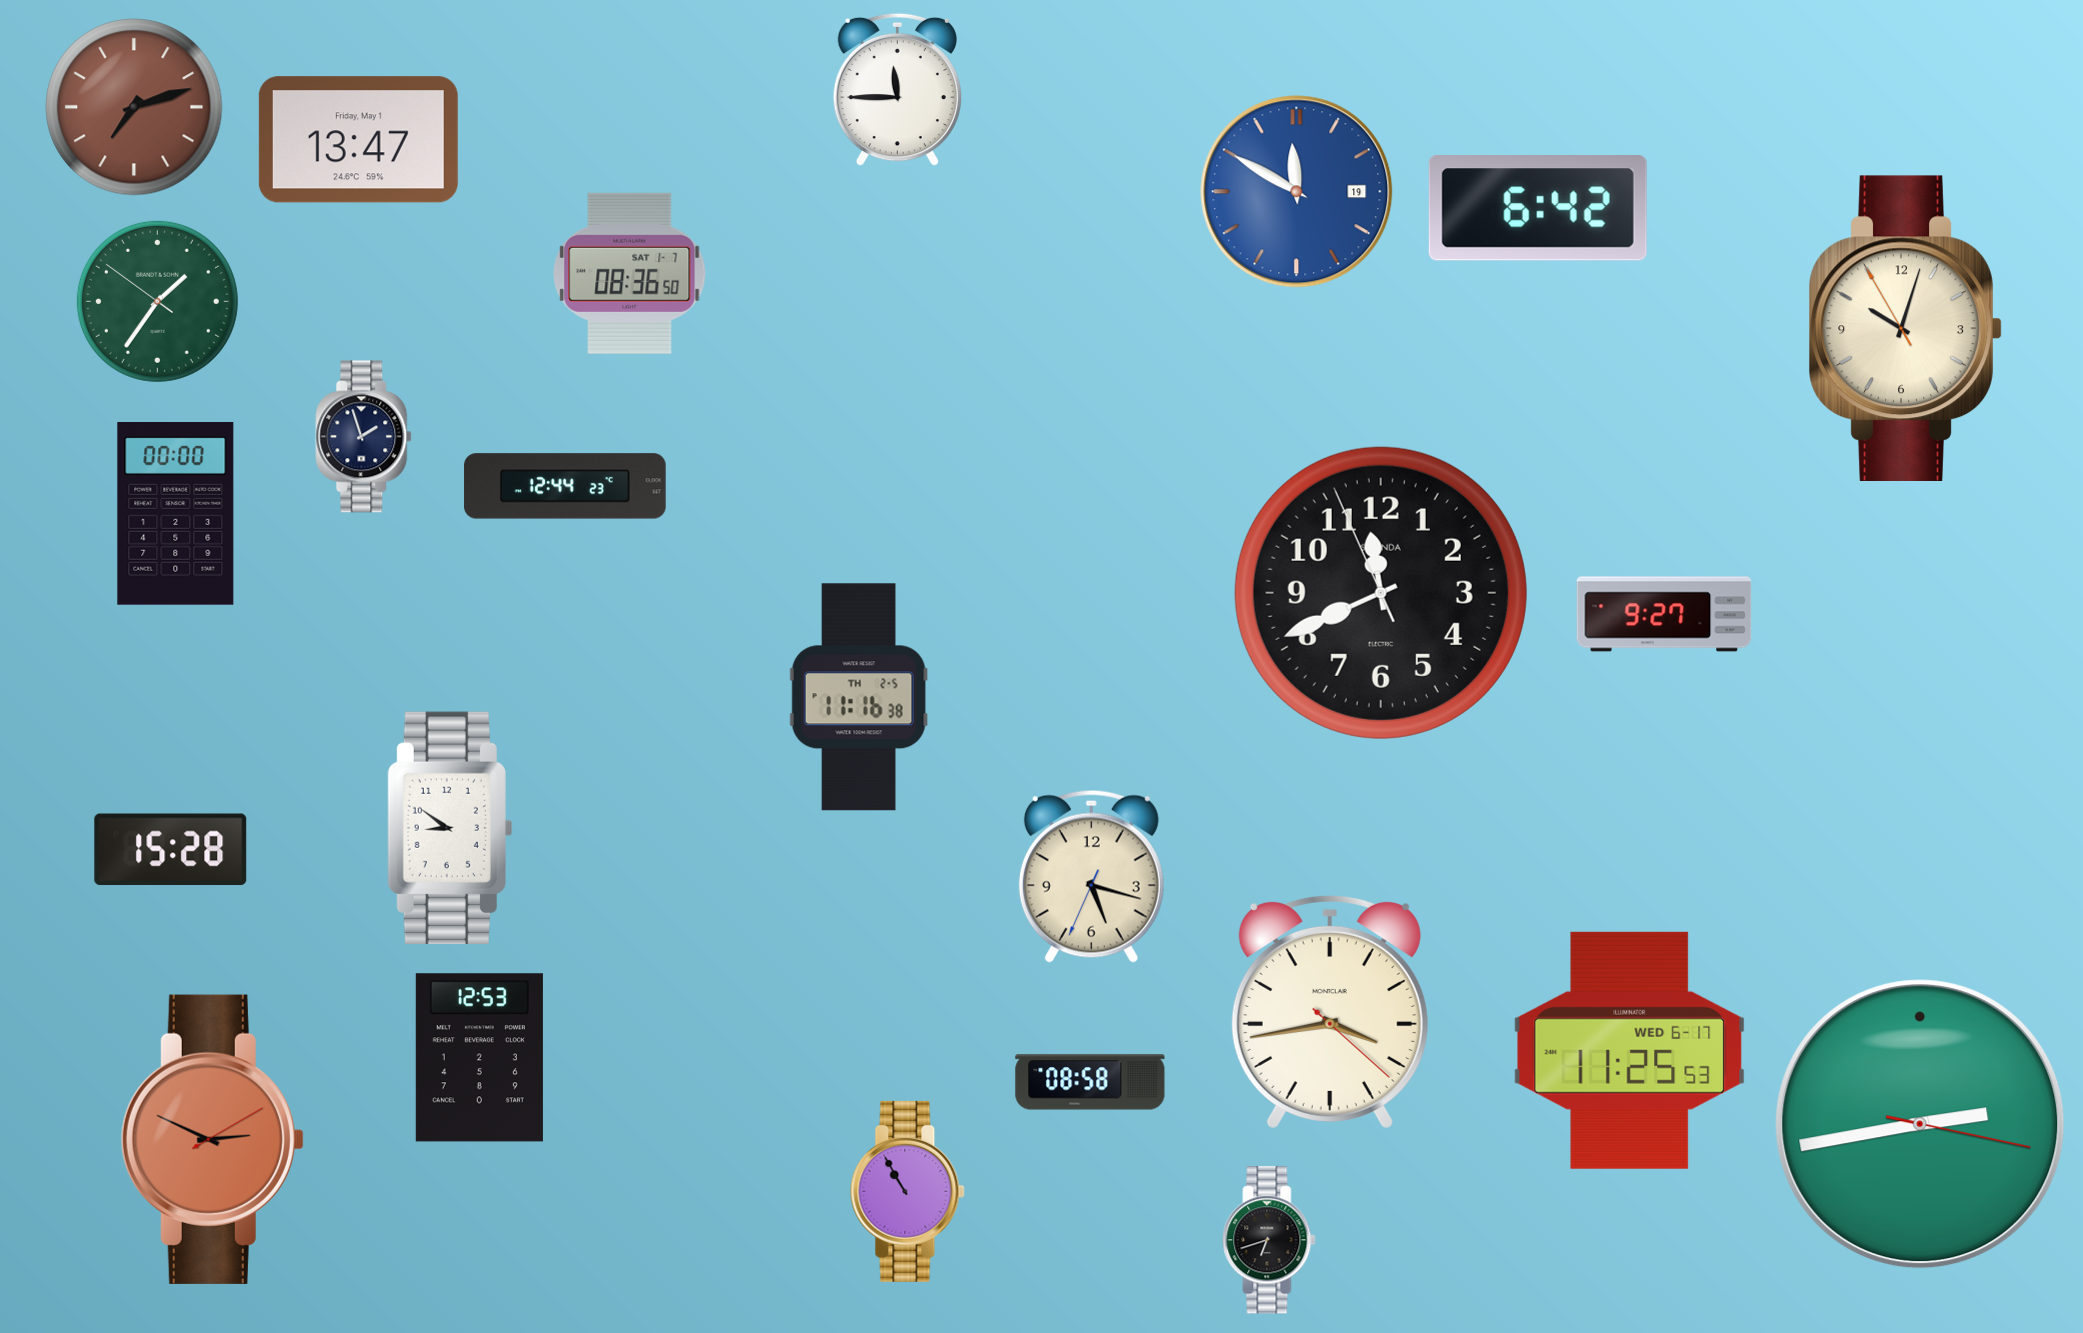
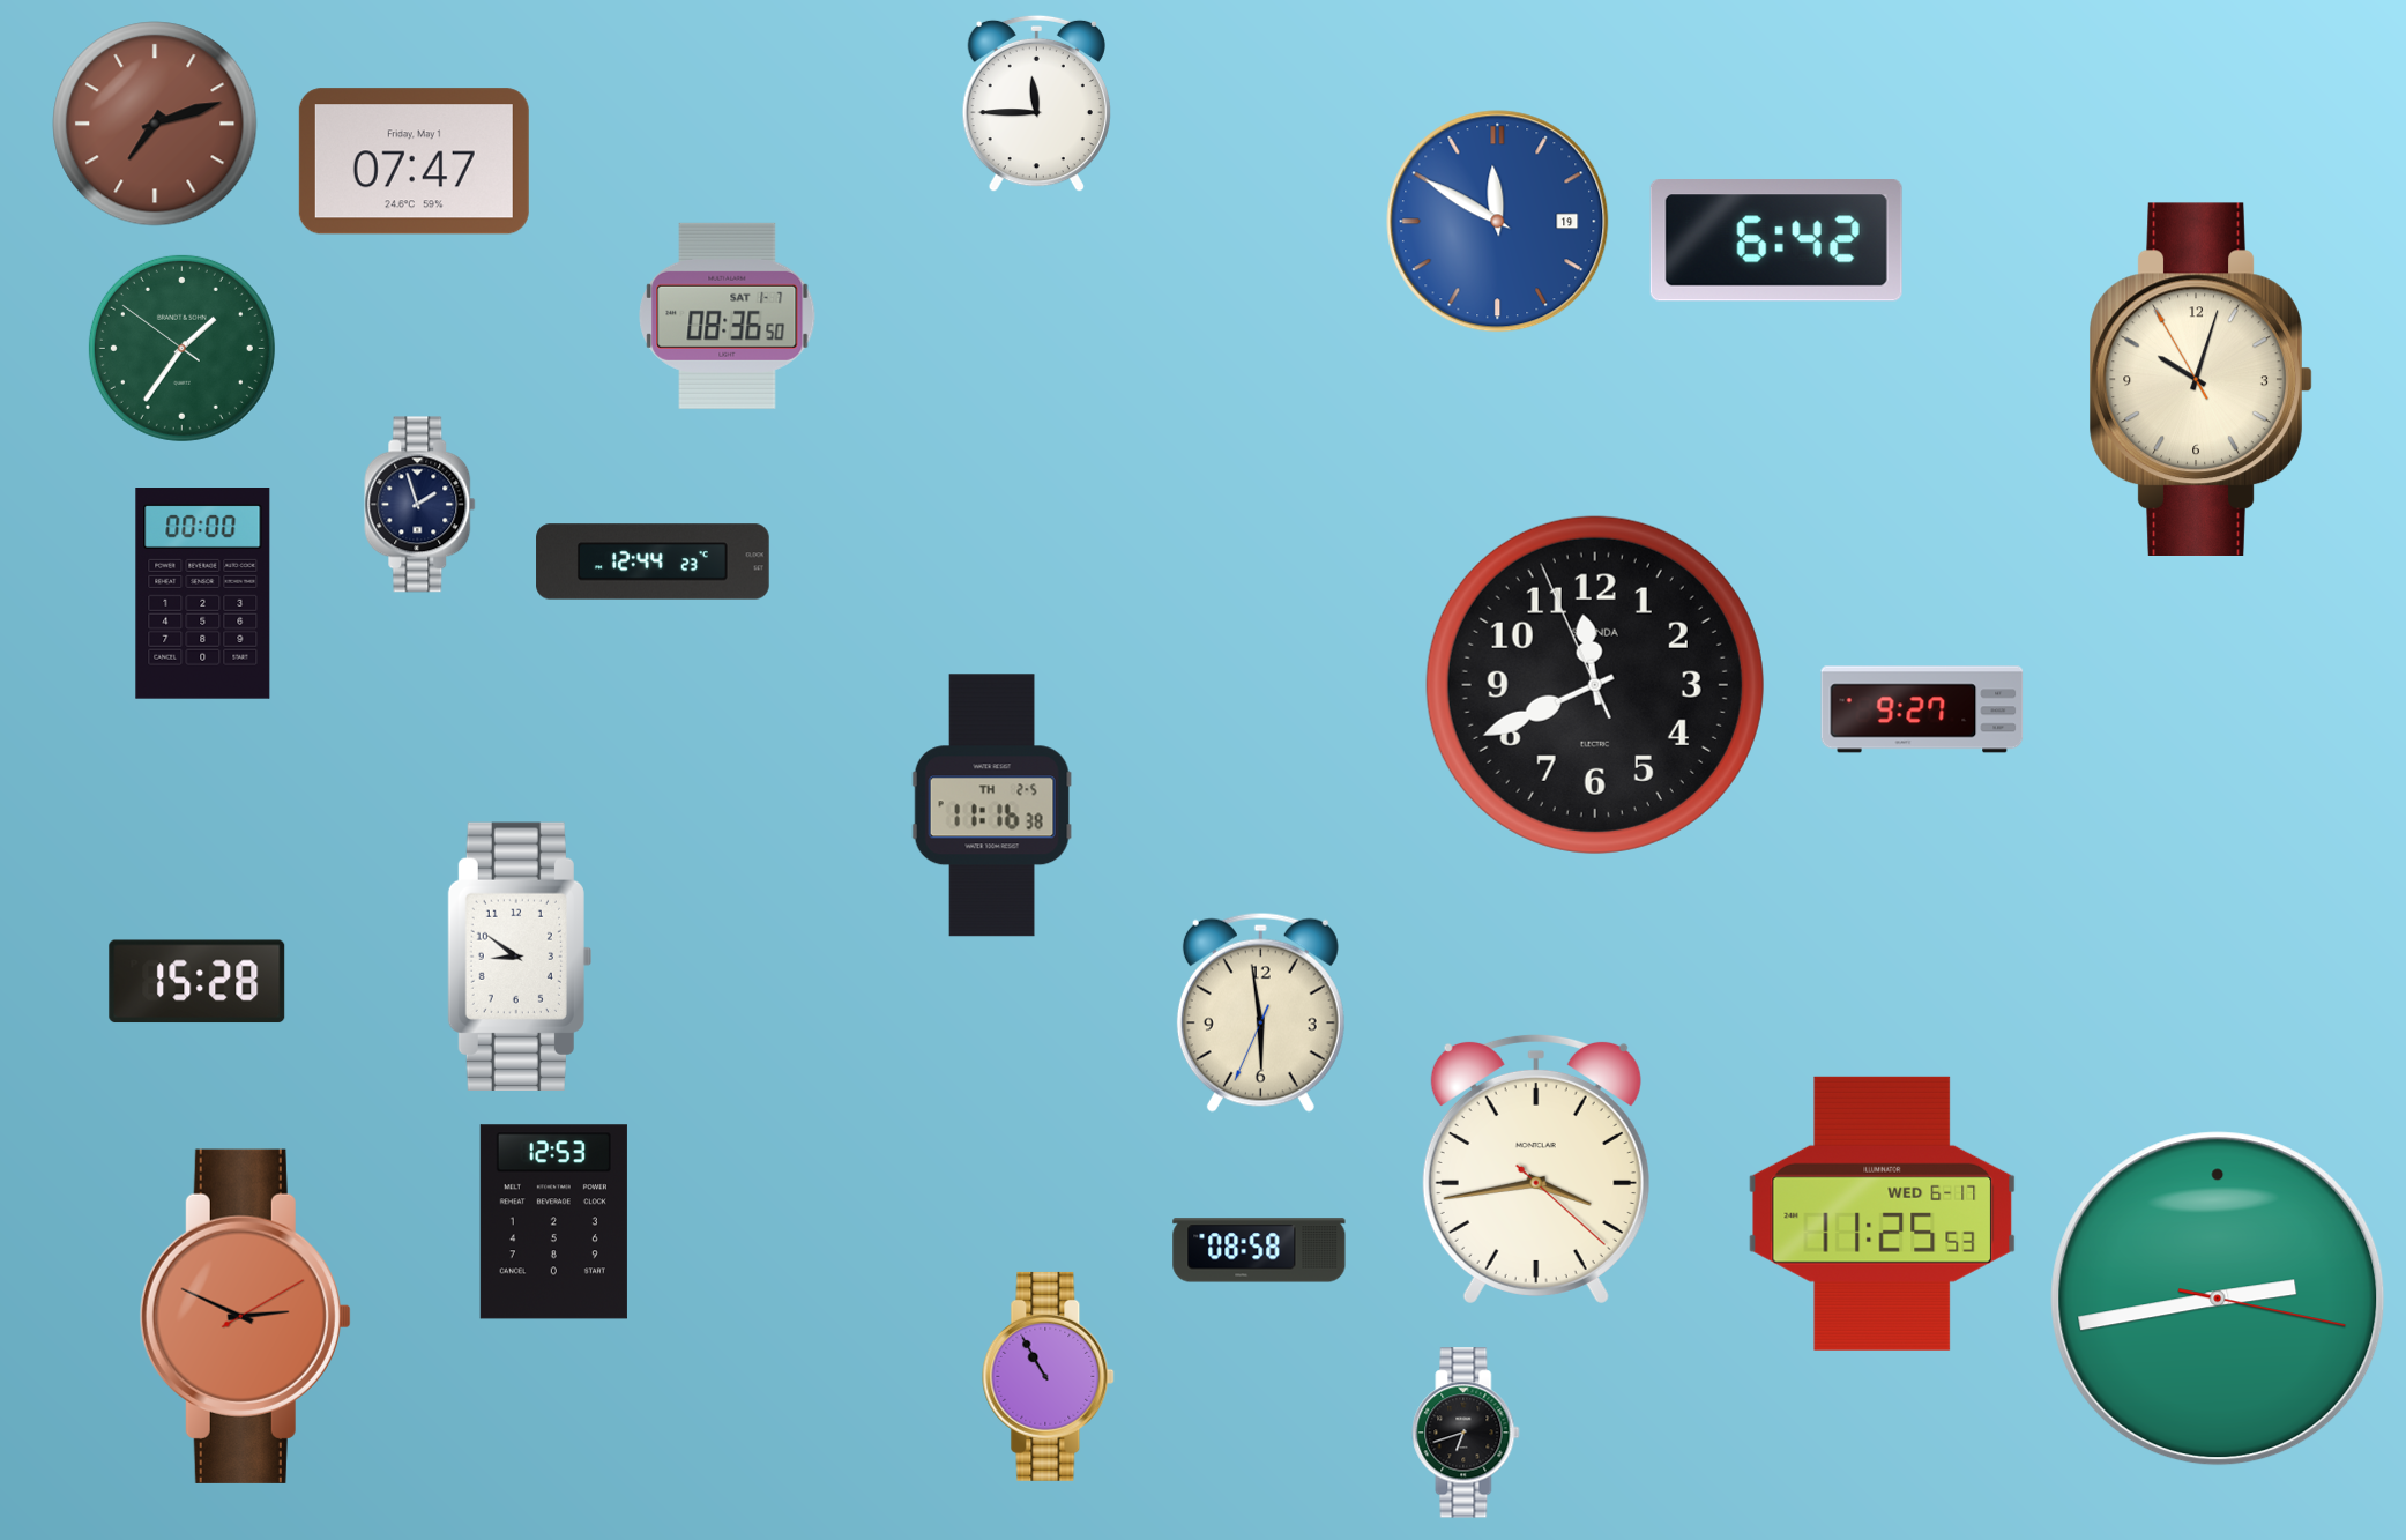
clock at (358, 140): 13:47 -> 07:47
clock at (1091, 876): 5:17 -> 5:58
